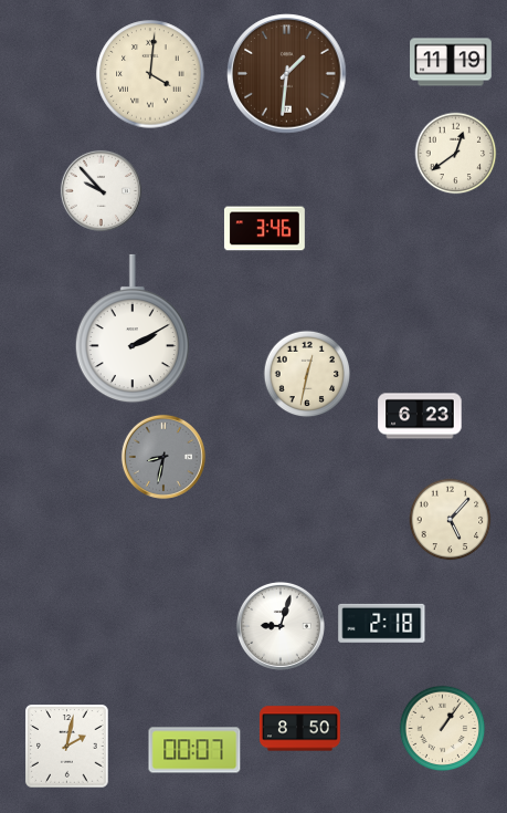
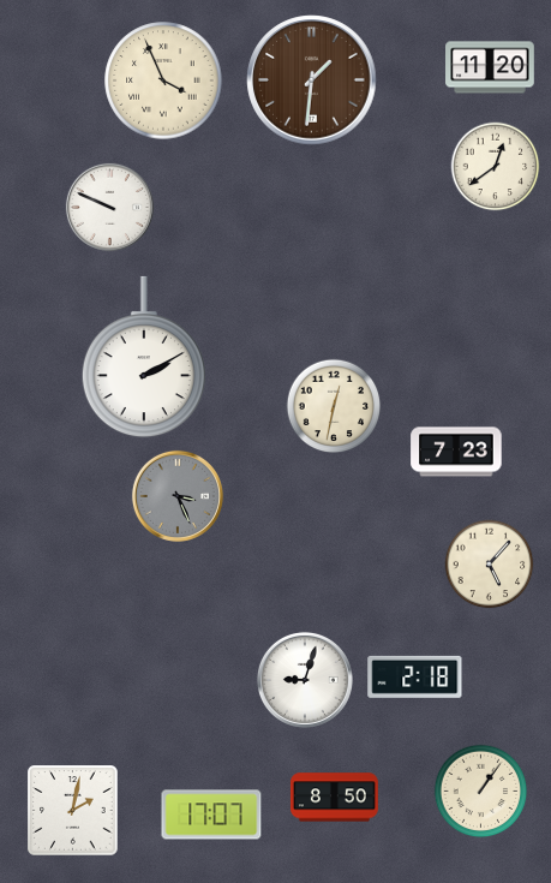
clock at (451, 62): 11:19 -> 11:20
clock at (150, 74): 4:01 -> 3:56
clock at (101, 190): 9:53 -> 9:49
clock at (264, 229): 3:46 -> none
clock at (420, 416): 6:23 -> 7:23
clock at (163, 457): 8:32 -> 3:26
clock at (300, 729) position: (300, 729) -> (335, 798)
clock at (194, 750): 00:07 -> 17:07
